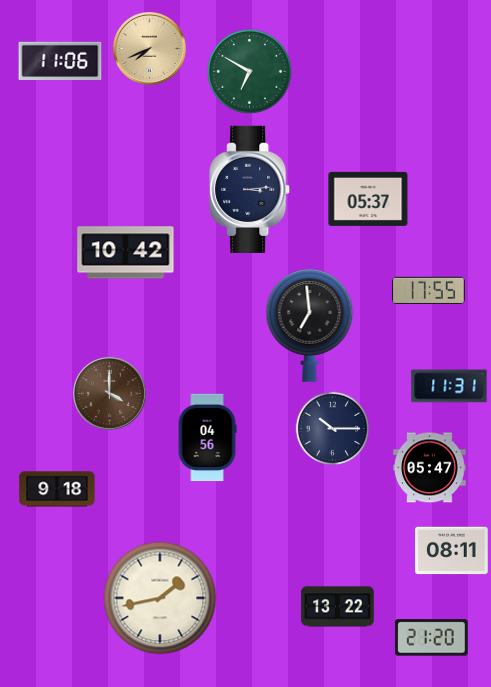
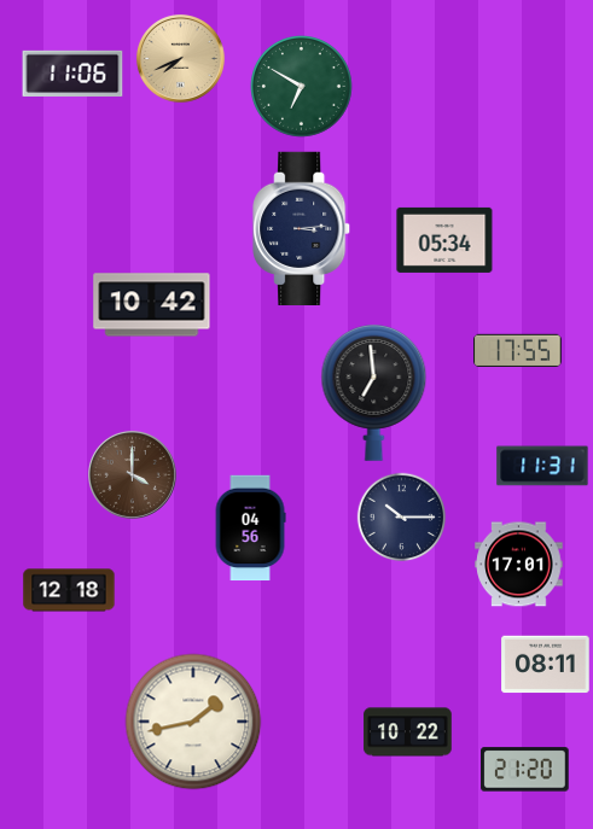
clock at (368, 199): 05:37 -> 05:34
clock at (430, 468): 05:47 -> 17:01
clock at (57, 489): 9:18 -> 12:18
clock at (338, 607): 13:22 -> 10:22
clock at (432, 638) position: (432, 638) -> (525, 770)
